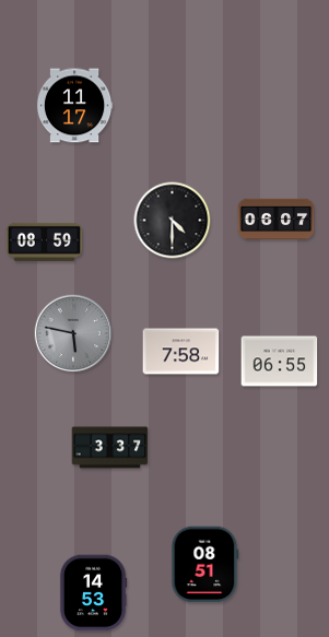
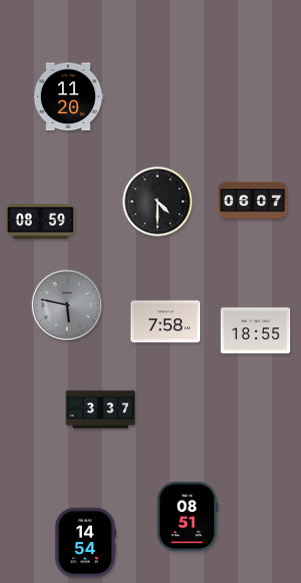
clock at (74, 106): 11:17 -> 11:20
clock at (280, 362): 06:55 -> 18:55
clock at (93, 593): 14:53 -> 14:54
